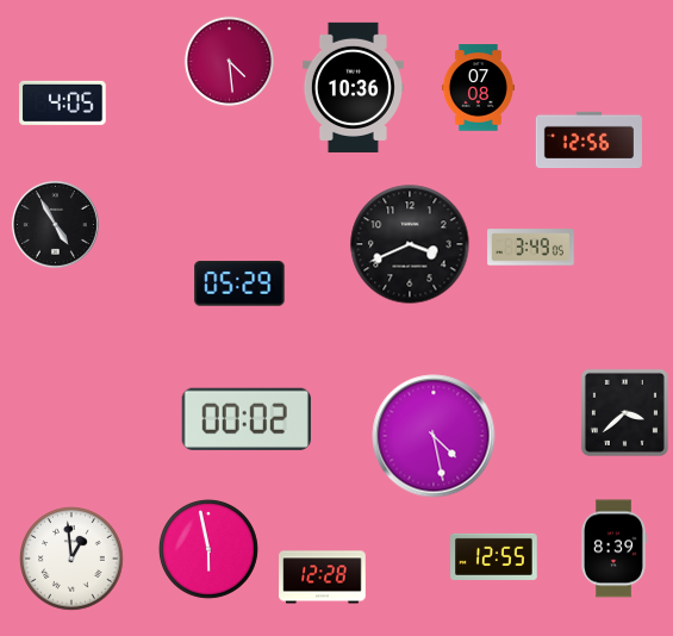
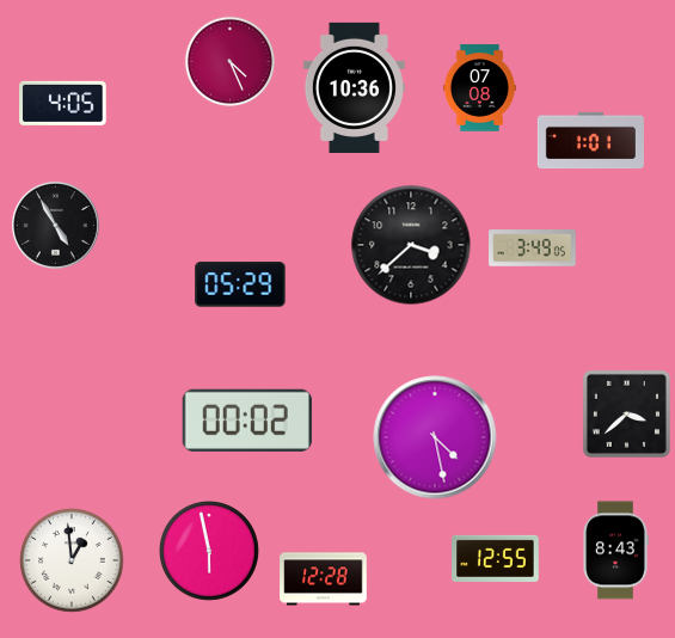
clock at (230, 62): 4:29 -> 4:26
clock at (588, 141): 12:56 -> 1:01
clock at (410, 244): 3:41 -> 3:38
clock at (615, 549): 8:39 -> 8:43
